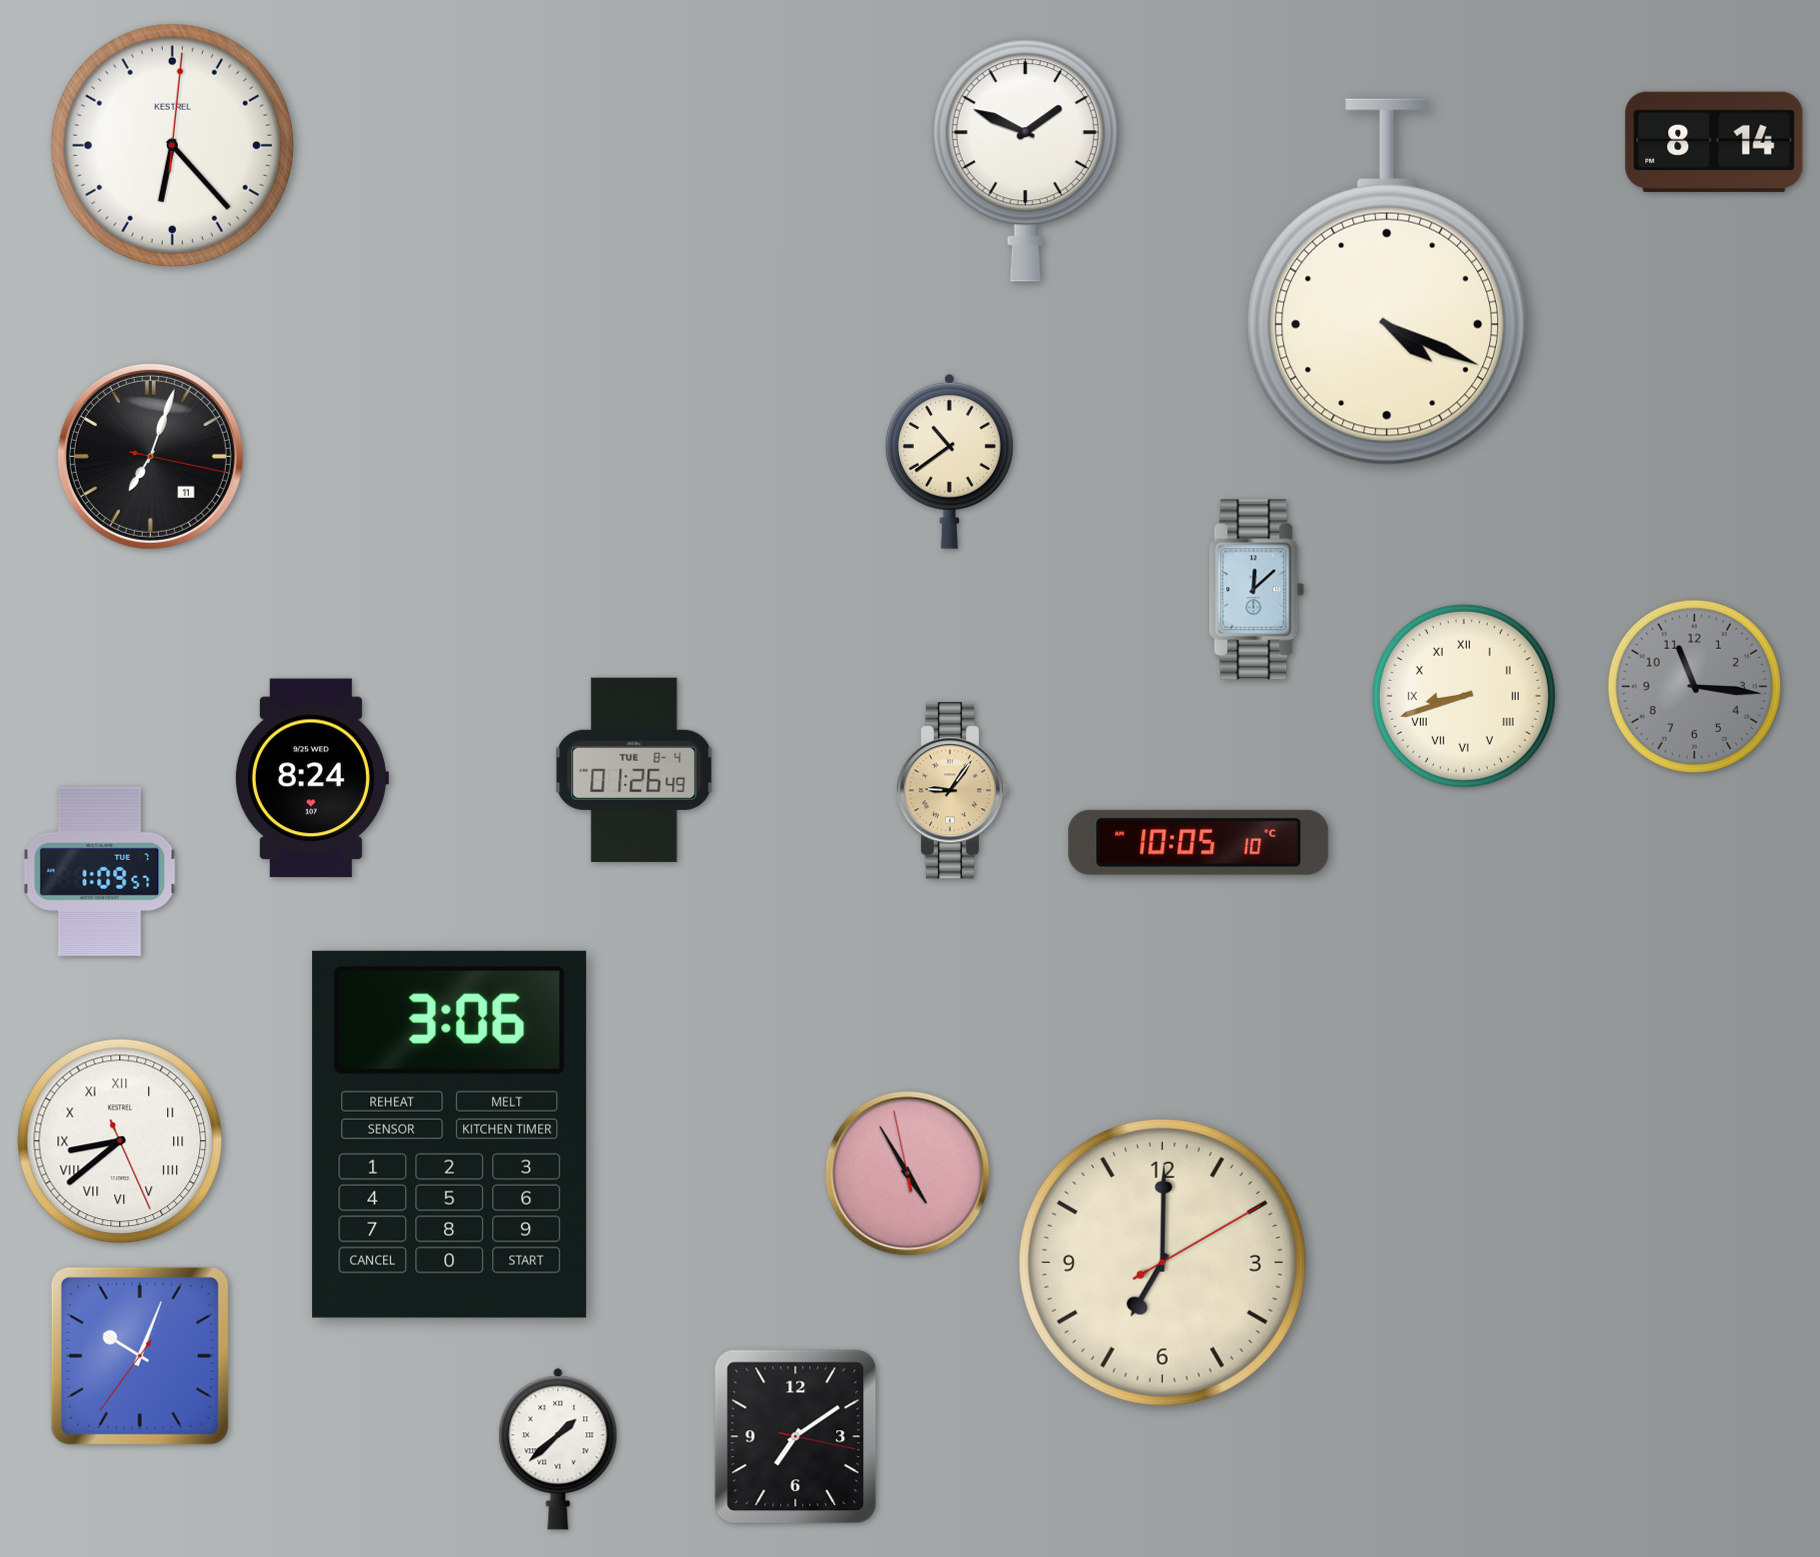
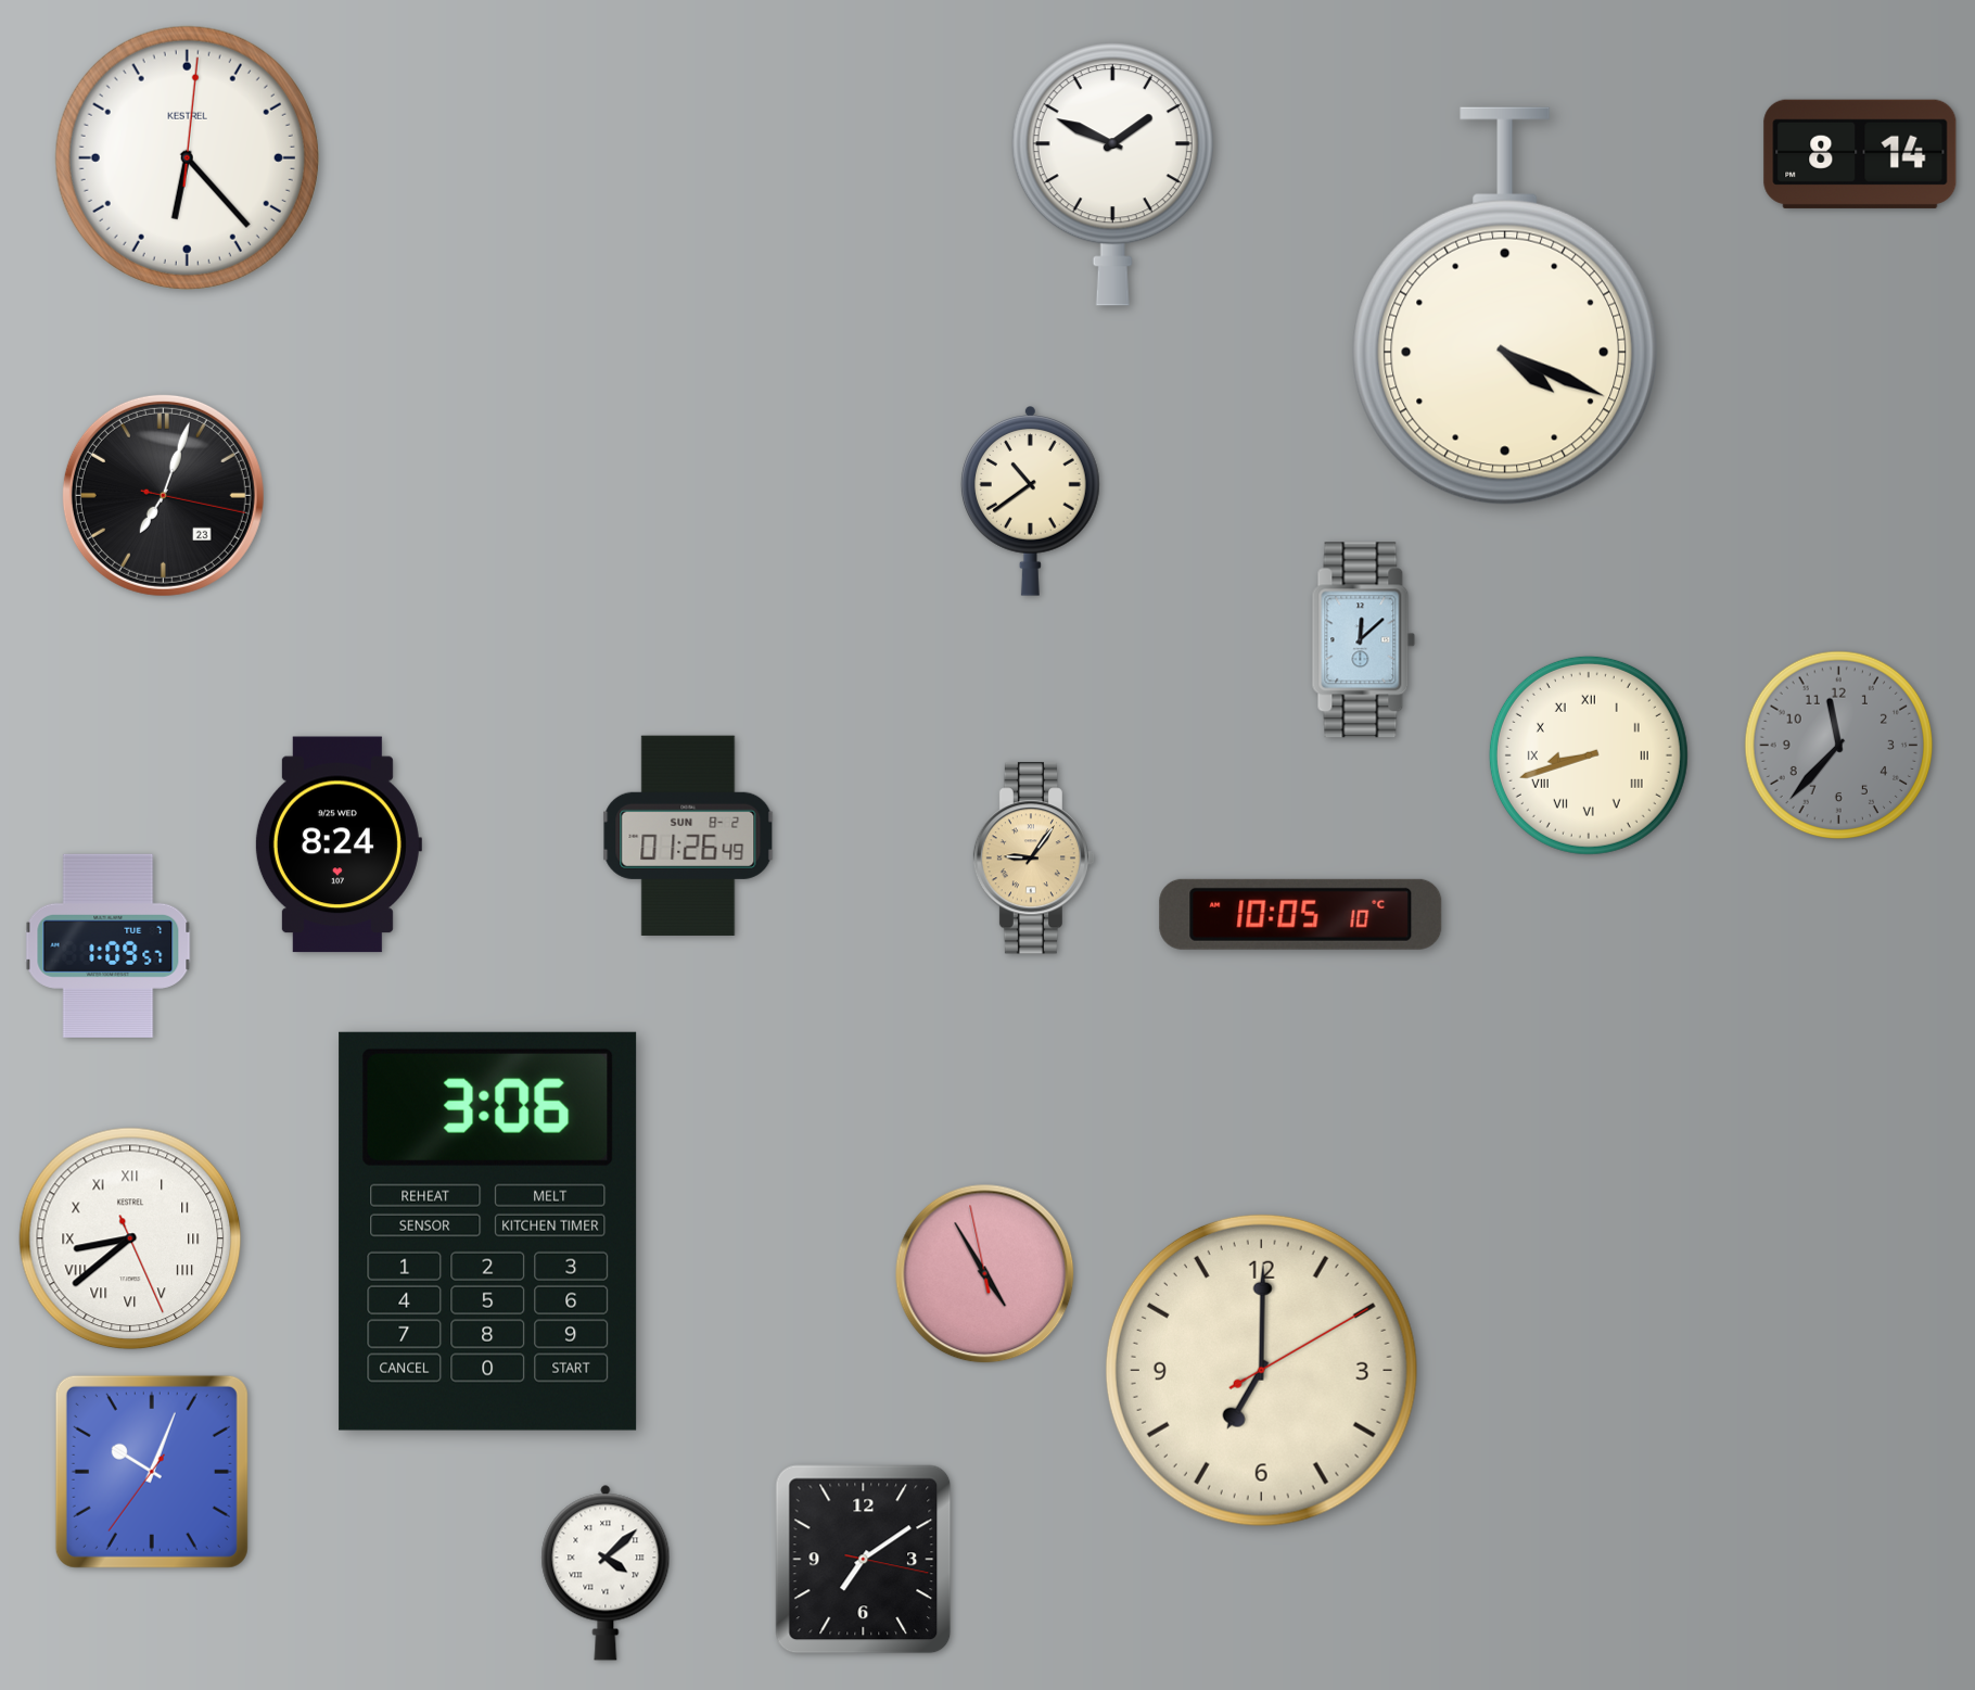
clock at (150, 456) date: 11 -> 23
clock at (1695, 687): 11:16 -> 11:37
clock at (634, 770) date: TUE 8-4 -> SUN 8-2
clock at (558, 1449): 1:38 -> 4:08
